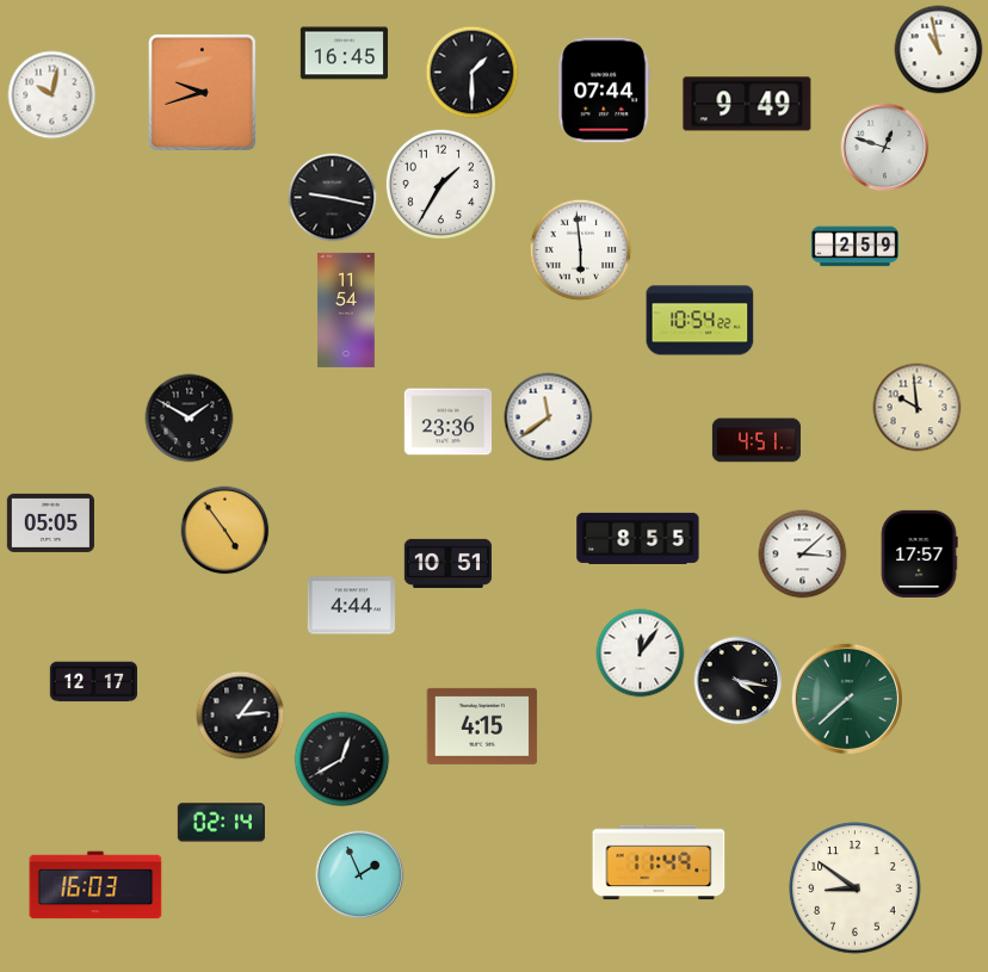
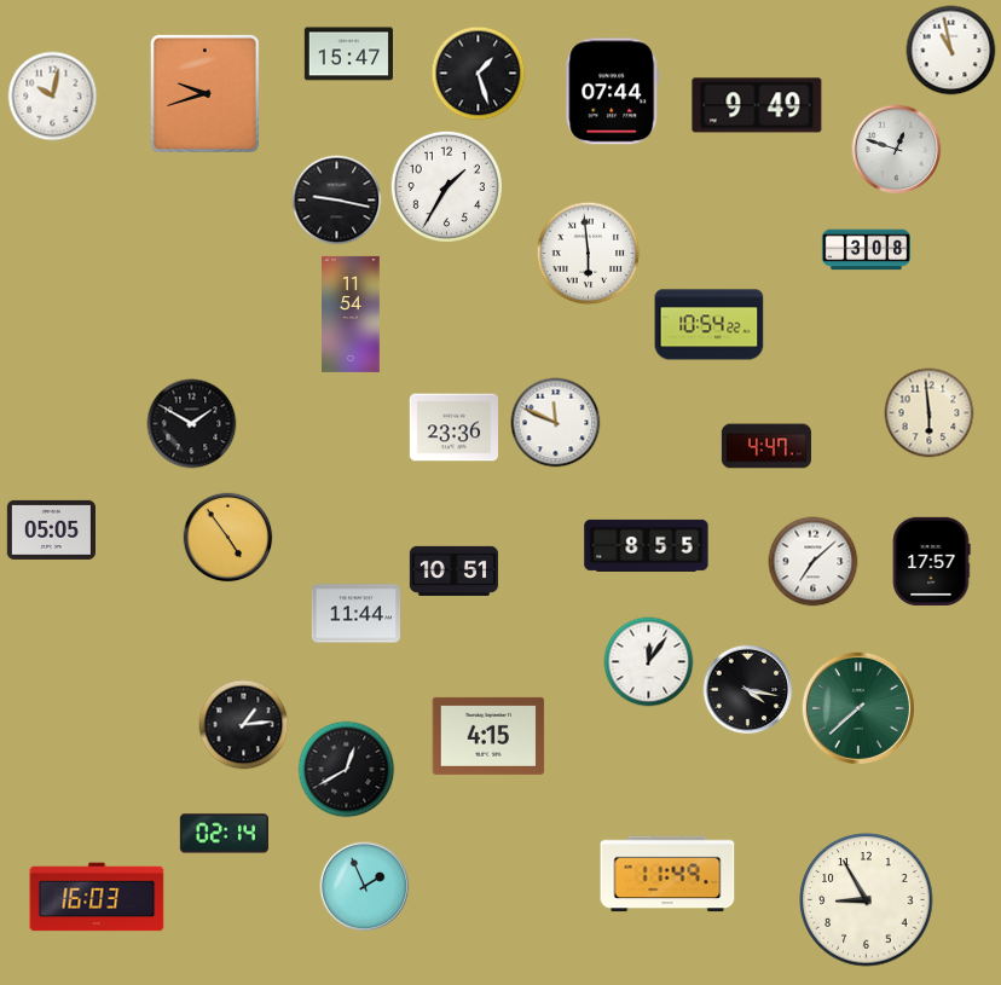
clock at (344, 54): 16:45 -> 15:47
clock at (473, 73): 1:30 -> 1:27
clock at (854, 247): 2:59 -> 3:08
clock at (918, 408): 9:59 -> 5:59
clock at (549, 417): 11:39 -> 11:49
clock at (757, 440): 4:51 -> 4:47
clock at (803, 555): 3:08 -> 7:08
clock at (351, 606): 4:44 -> 11:44
clock at (93, 682): 12:17 -> none
clock at (856, 889): 8:51 -> 8:55
